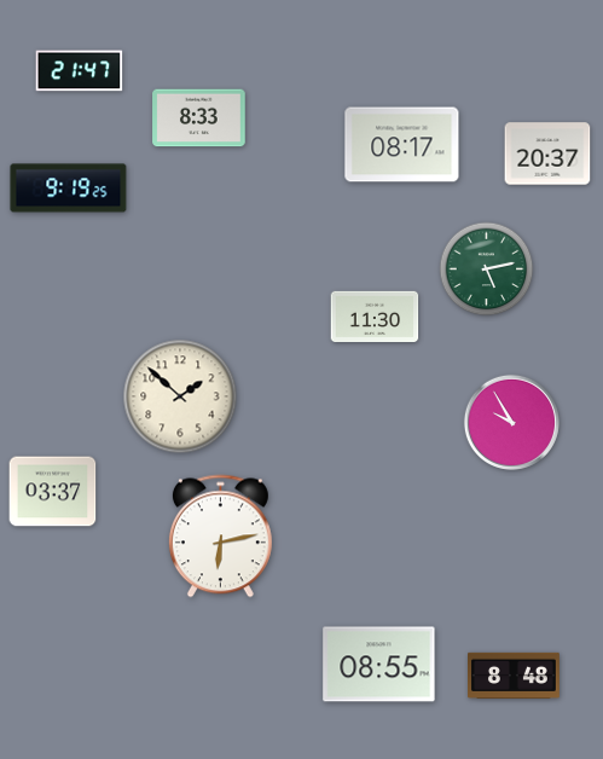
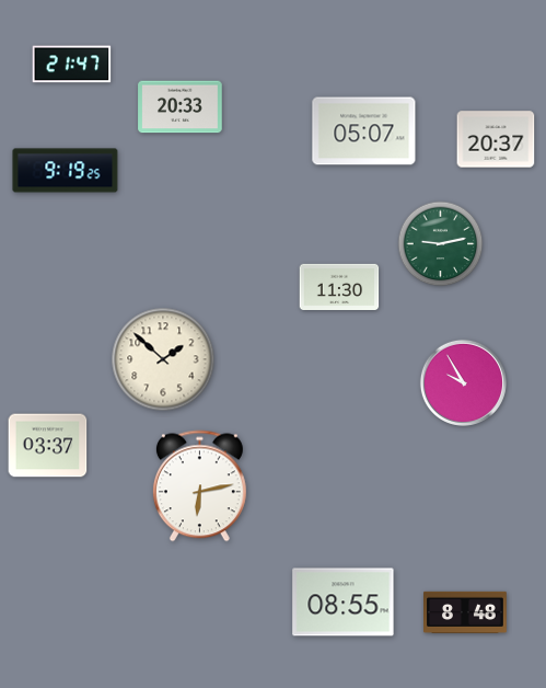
clock at (199, 118): 8:33 -> 20:33
clock at (402, 145): 08:17 -> 05:07
clock at (69, 189) position: (69, 189) -> (66, 171)
clock at (487, 270): 5:13 -> 9:13
